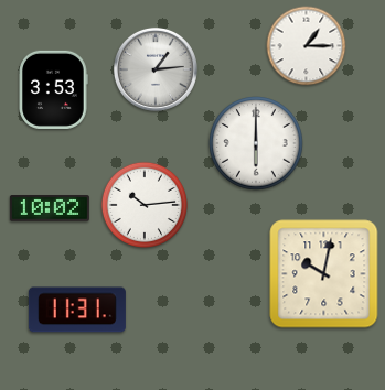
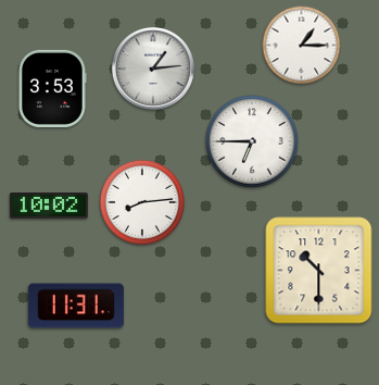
clock at (256, 143): 6:00 -> 6:45
clock at (143, 204): 10:14 -> 8:14
clock at (324, 274): 10:02 -> 10:30
